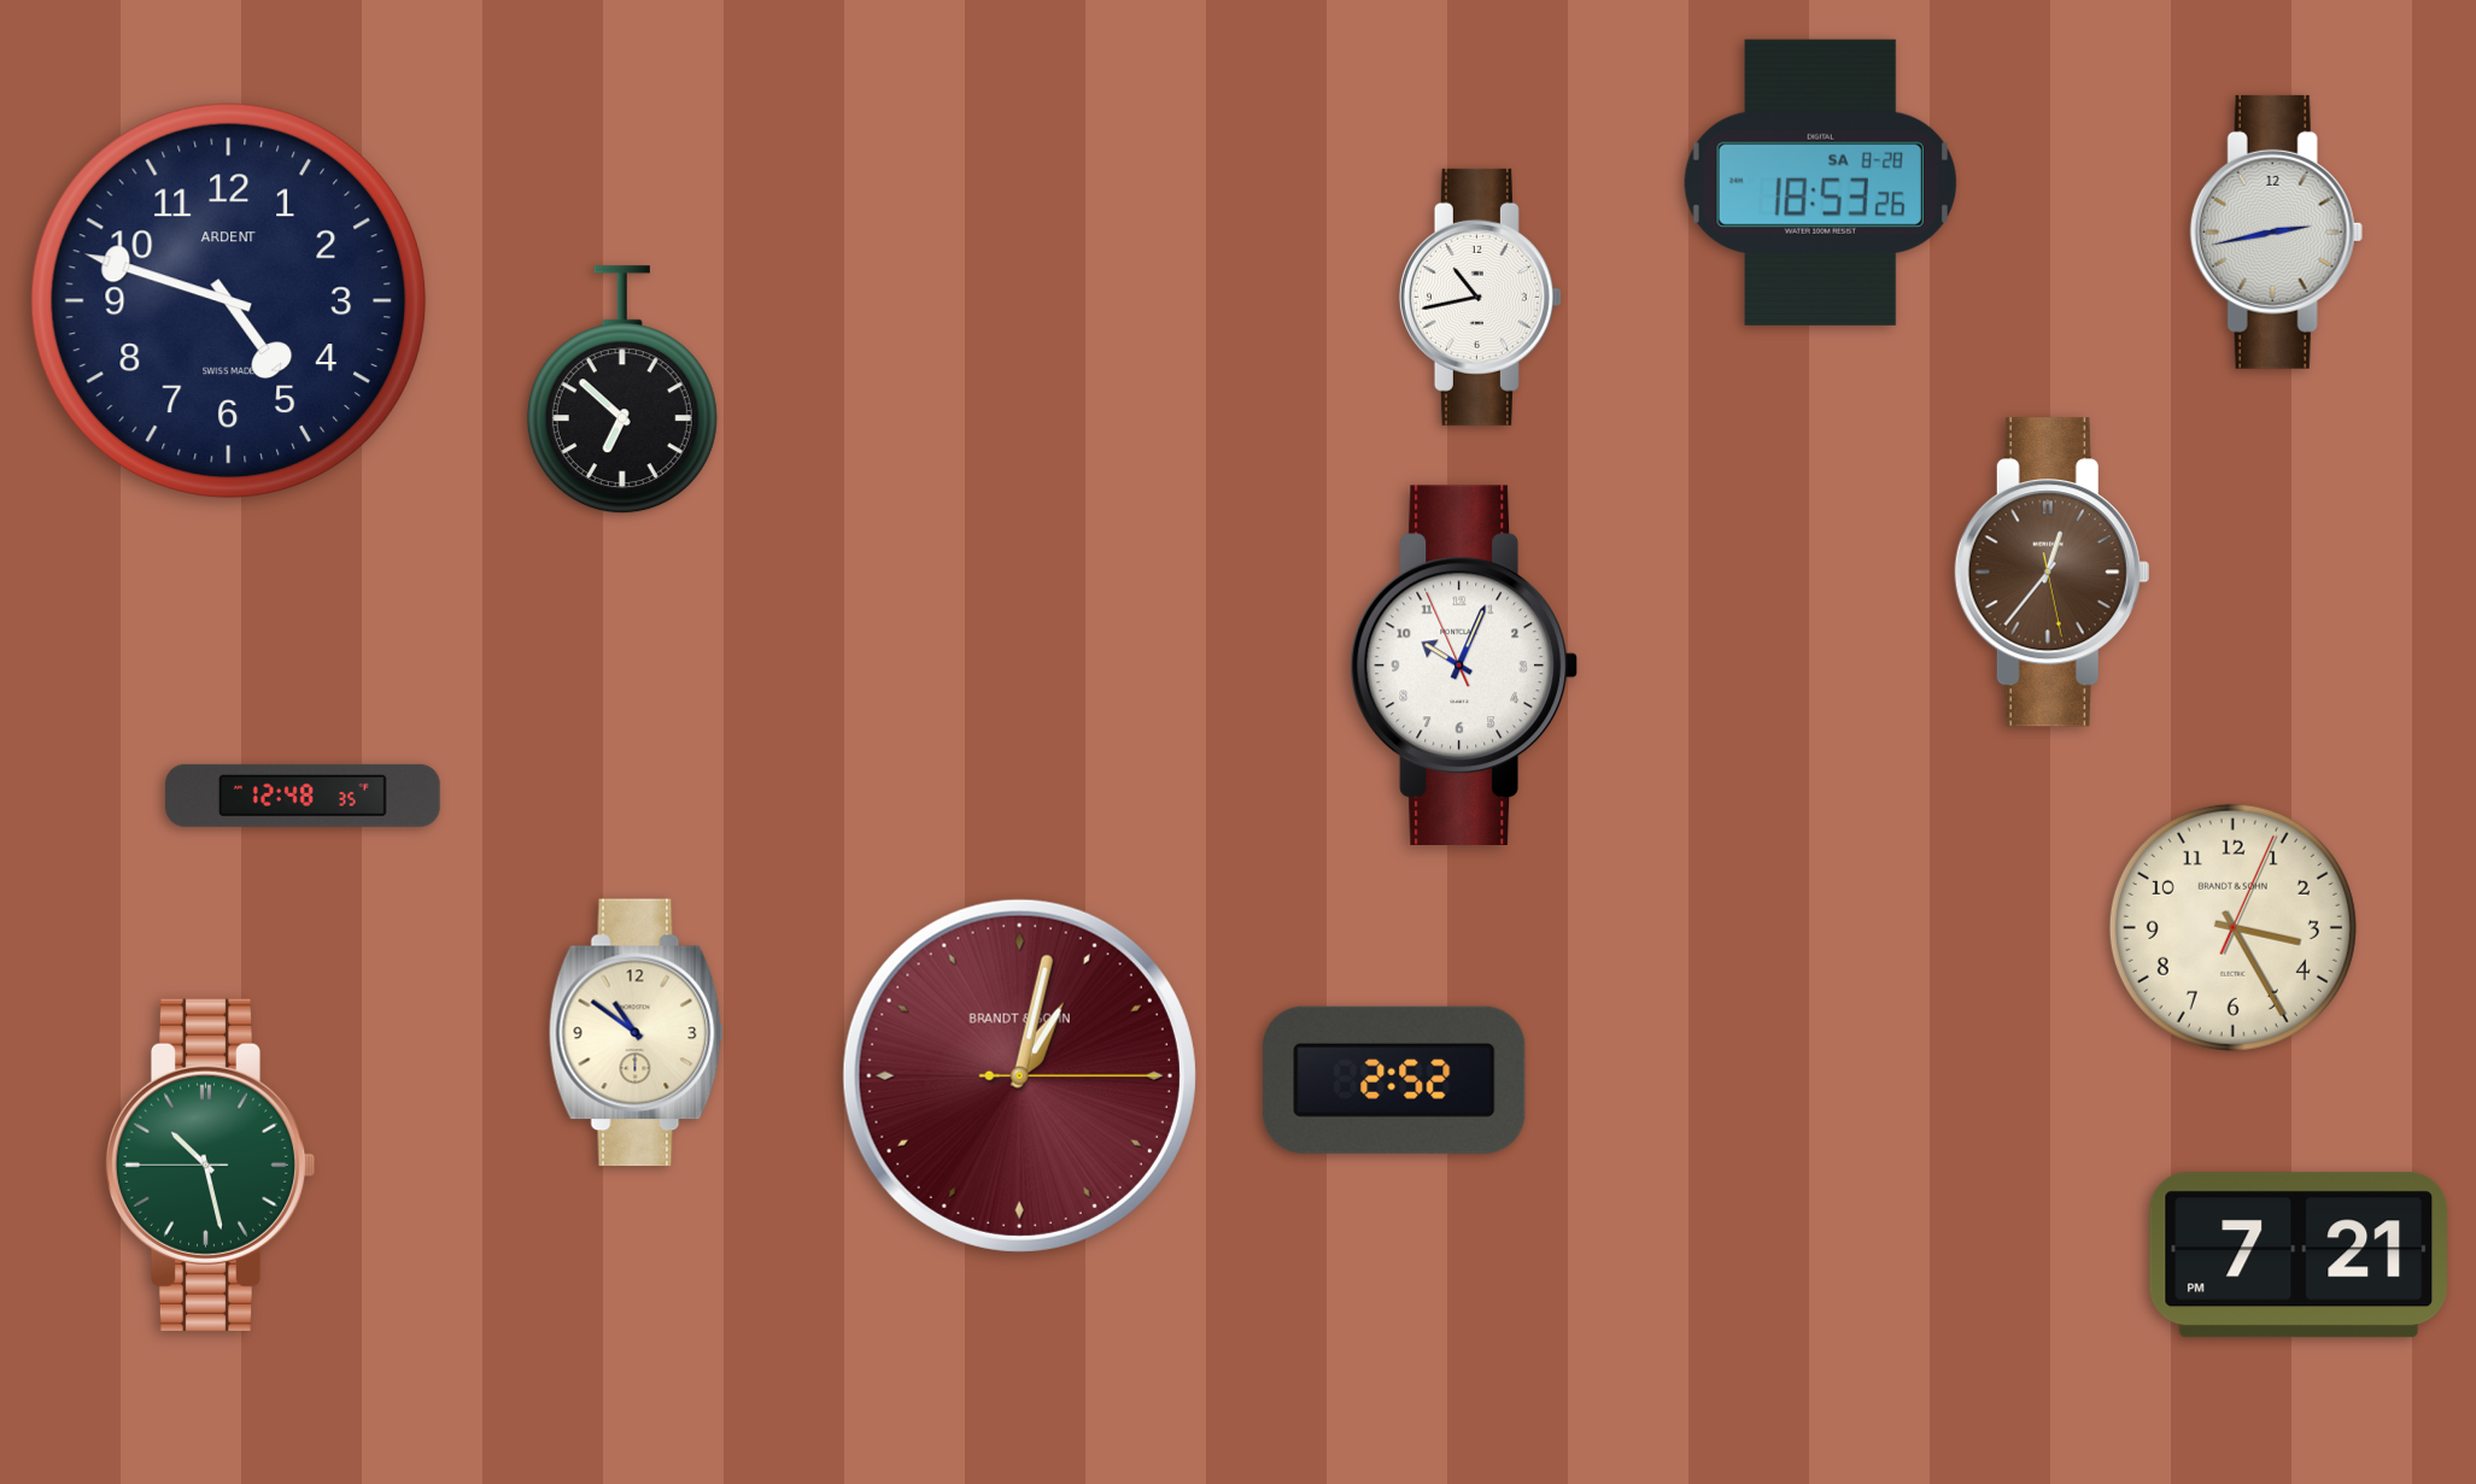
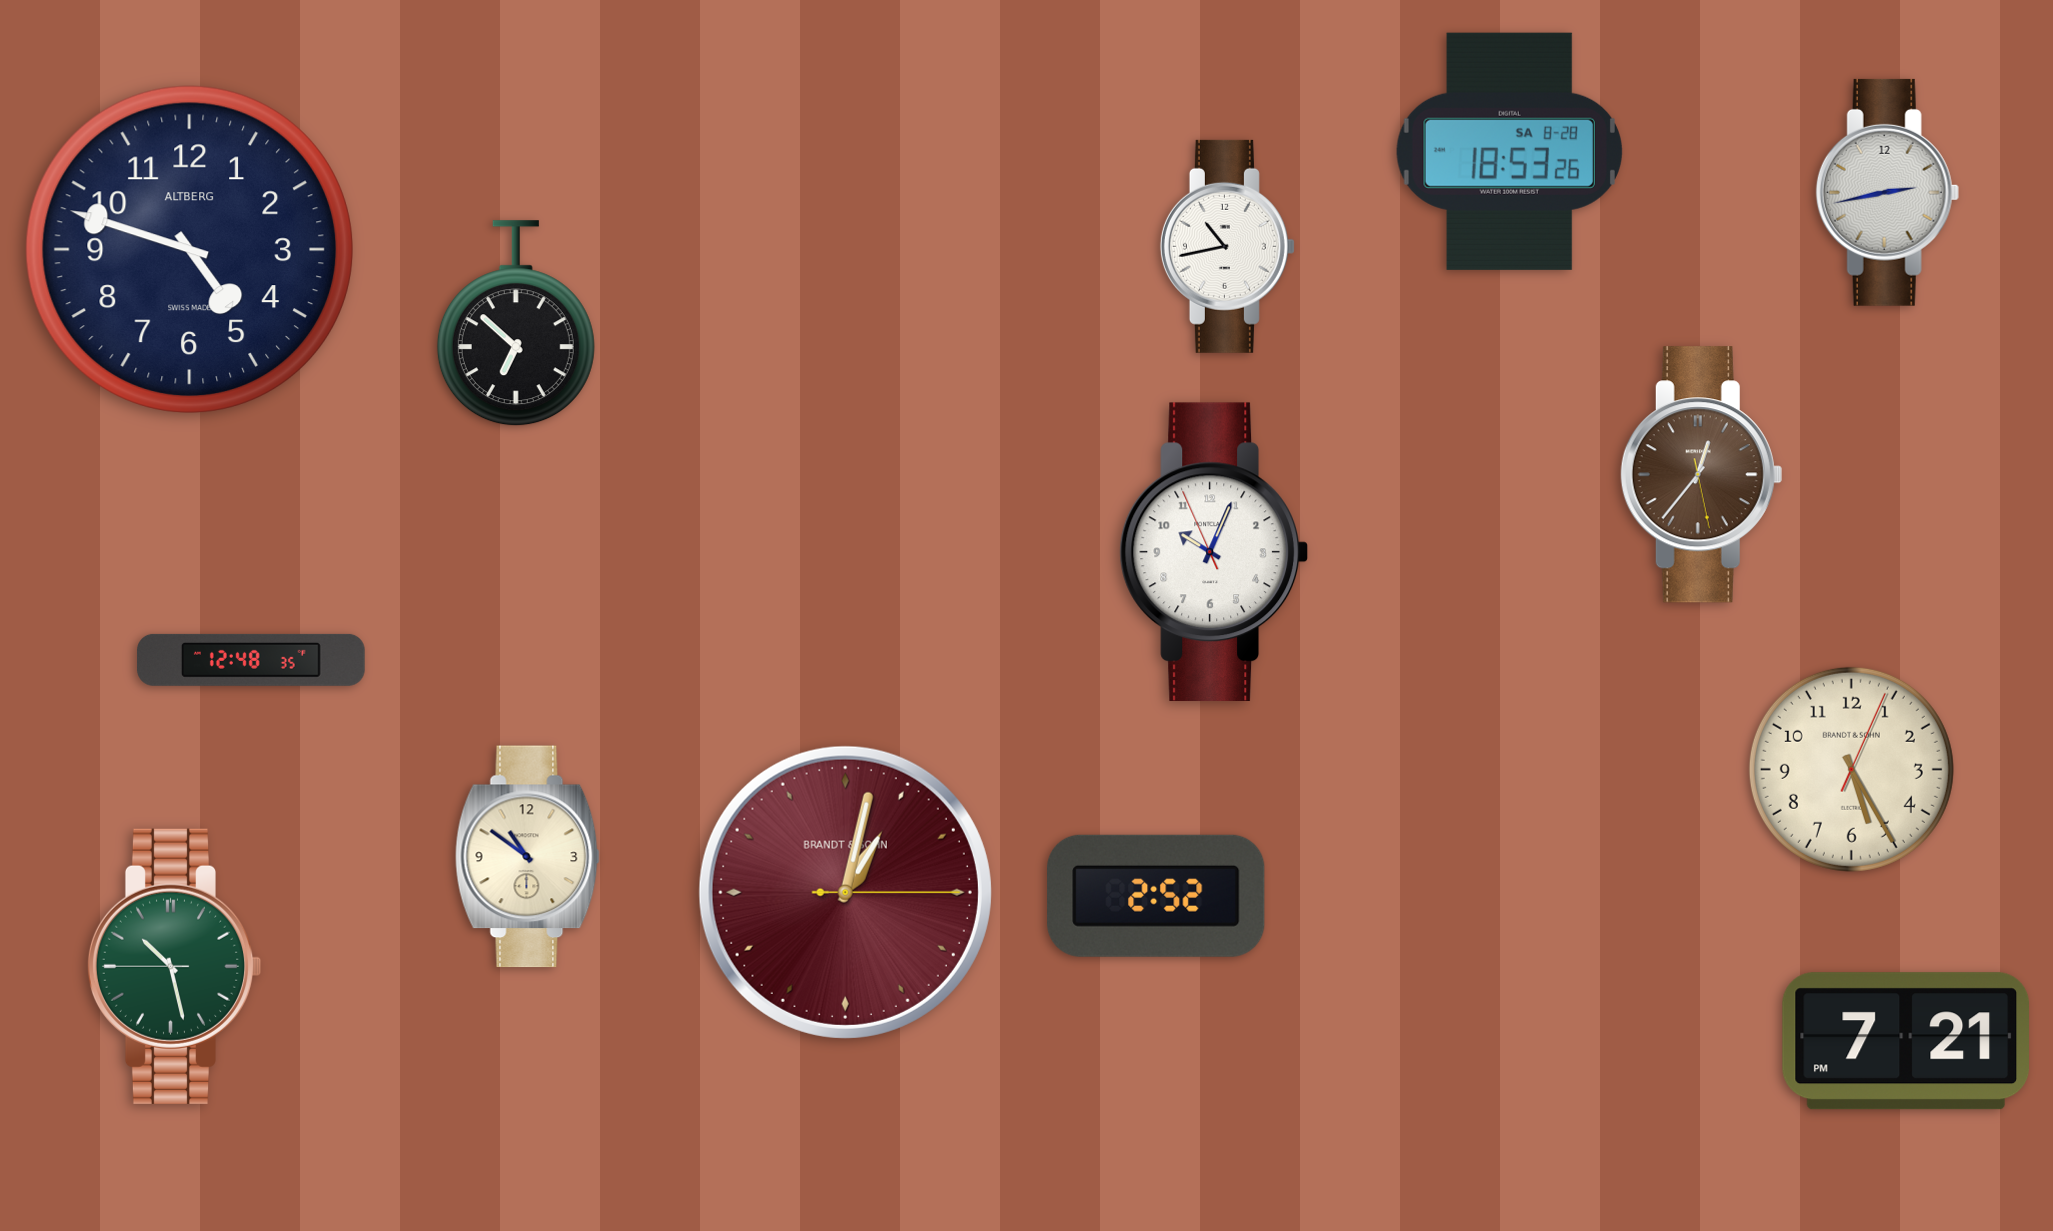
clock at (228, 300) brand: ARDENT -> ALTBERG
clock at (2232, 927): 3:25 -> 5:25
